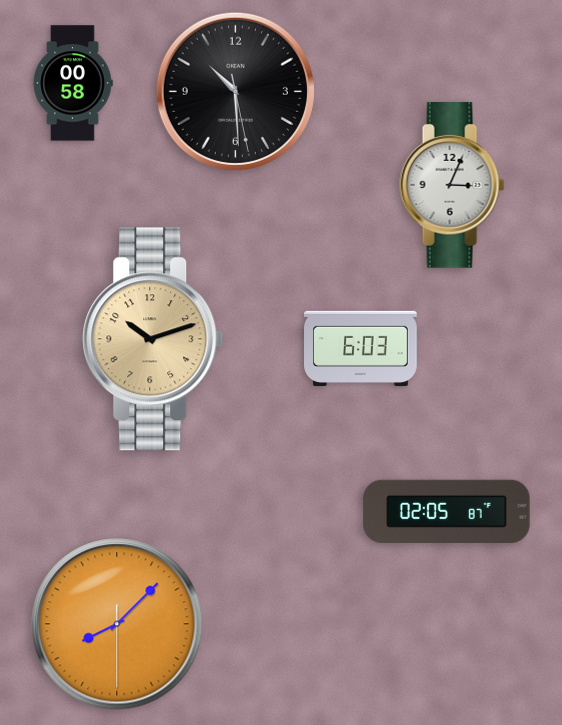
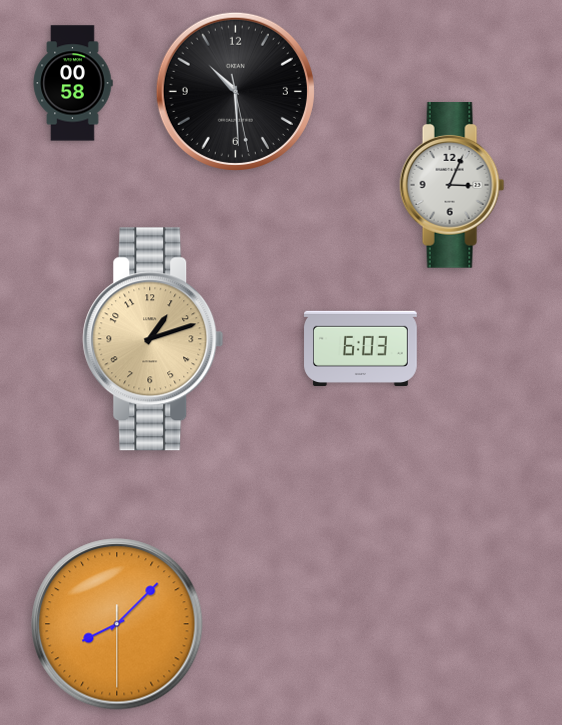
clock at (153, 339): 10:12 -> 1:12
clock at (447, 511): 02:05 -> none
